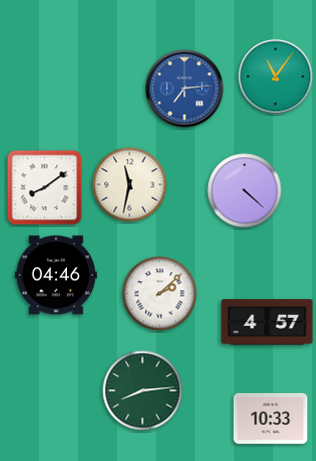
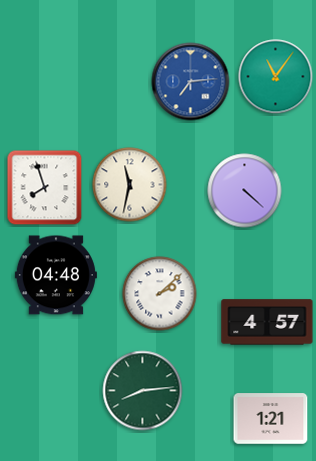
clock at (185, 89) position: (185, 89) -> (191, 82)
clock at (45, 188): 8:09 -> 7:57
clock at (56, 275): 04:46 -> 04:48
clock at (271, 419): 10:33 -> 1:21
